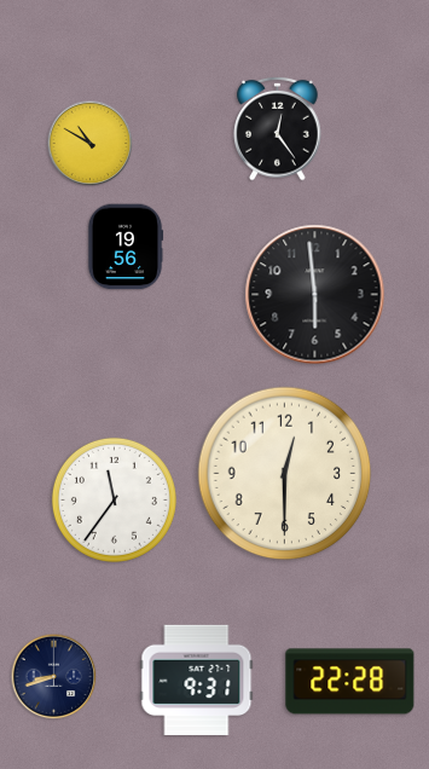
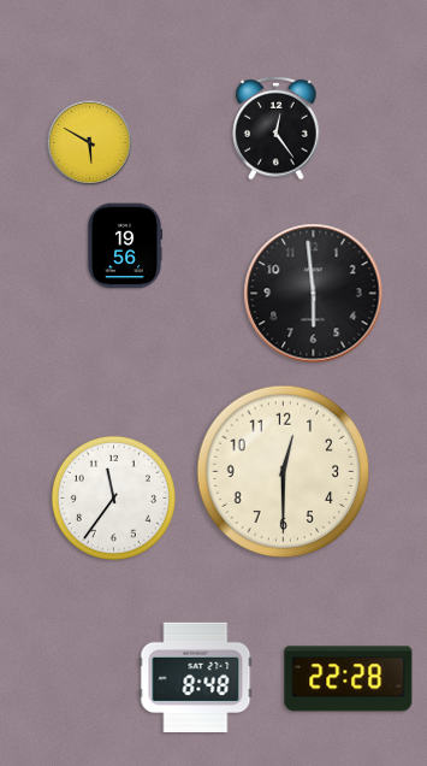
clock at (91, 144): 10:50 -> 5:50
clock at (54, 677): 8:42 -> none
clock at (197, 680): 9:31 -> 8:48
